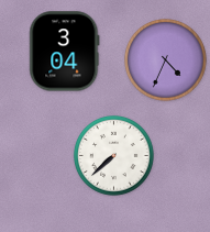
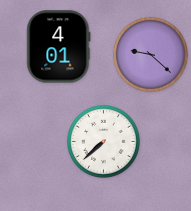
clock at (65, 52): 3:04 -> 4:01
clock at (166, 60): 4:34 -> 9:22
